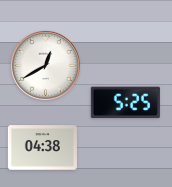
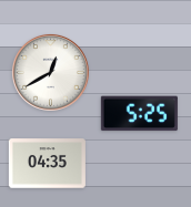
clock at (42, 148): 04:38 -> 04:35
